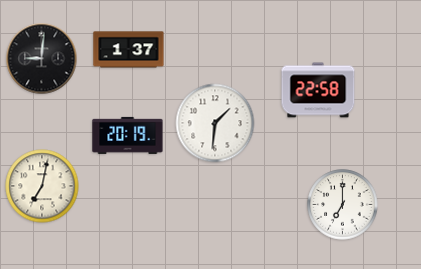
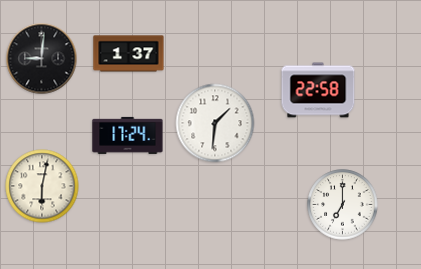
clock at (129, 50) position: (129, 50) -> (129, 54)
clock at (128, 135): 20:19 -> 17:24
clock at (42, 186): 7:02 -> 6:02
